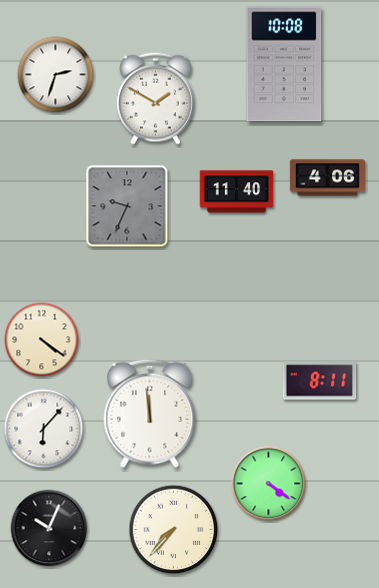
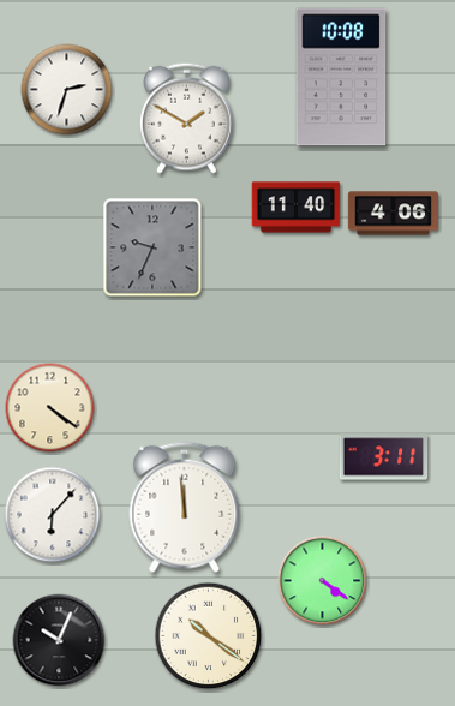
clock at (237, 192) position: (237, 192) -> (297, 208)
clock at (320, 381): 8:11 -> 3:11
clock at (150, 413) position: (150, 413) -> (185, 507)
clock at (49, 528) position: (49, 528) -> (59, 640)
clock at (174, 530): 7:37 -> 10:21
